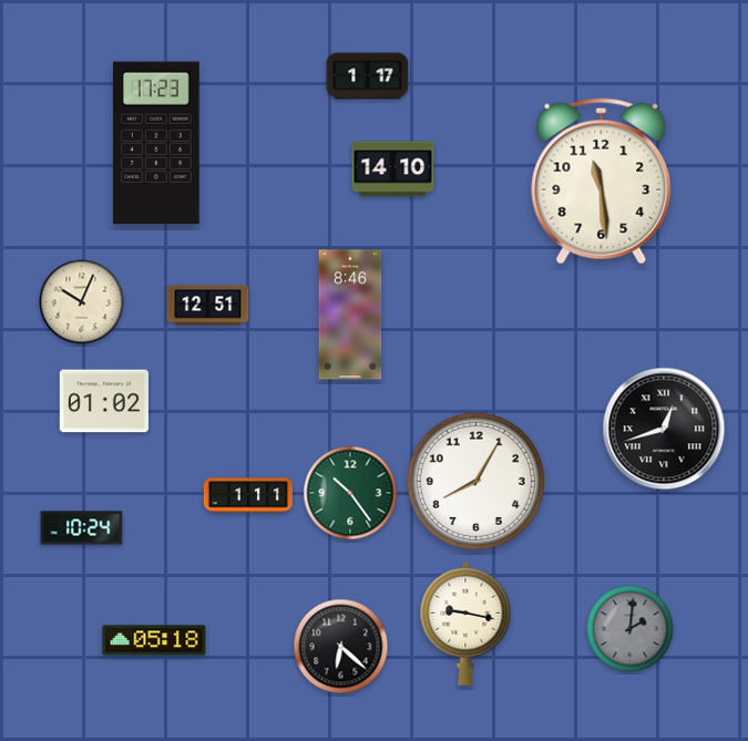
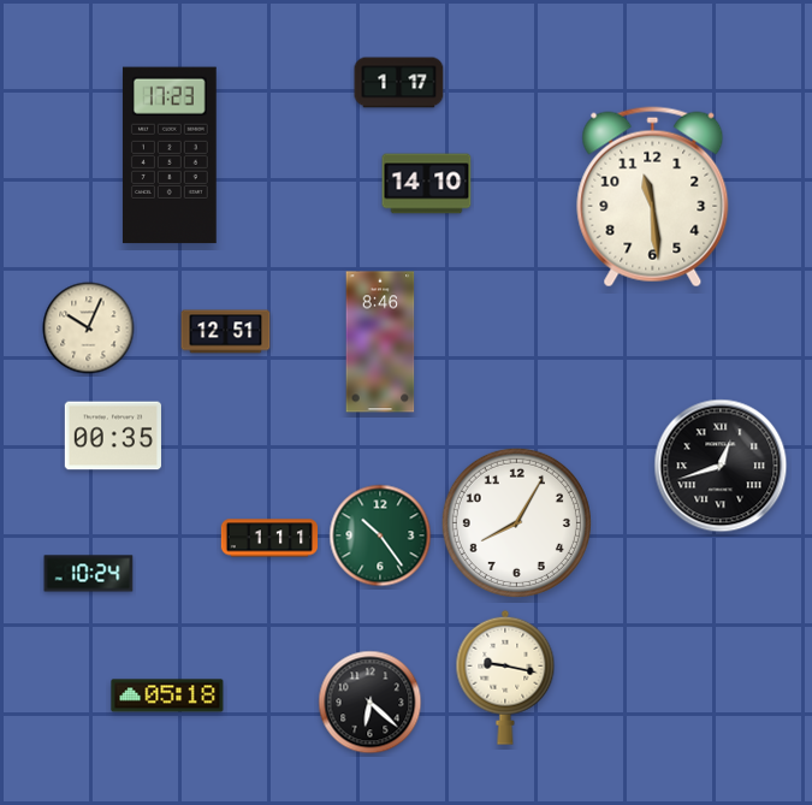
clock at (104, 401): 01:02 -> 00:35
clock at (631, 629): 2:01 -> none
